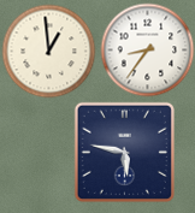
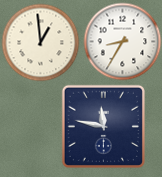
clock at (147, 49): 8:36 -> 8:35
clock at (124, 152): 5:47 -> 11:47
